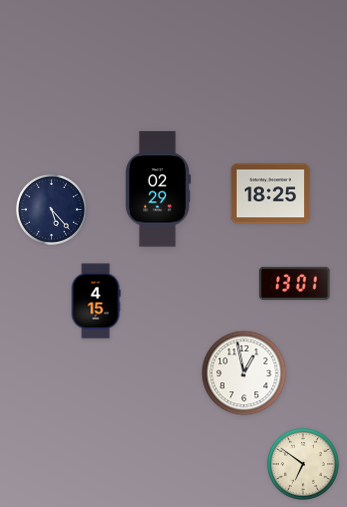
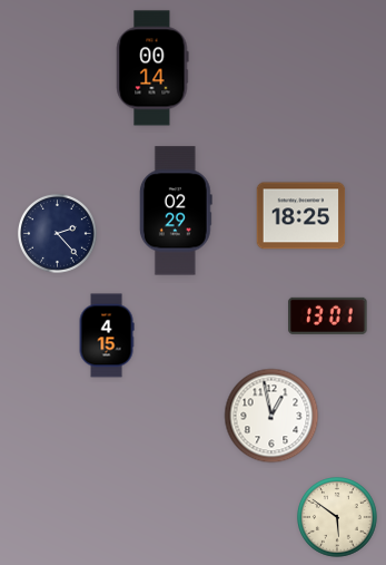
clock at (152, 68): none -> 00:14
clock at (51, 209): 5:23 -> 2:23
clock at (304, 465): 6:51 -> 5:51
